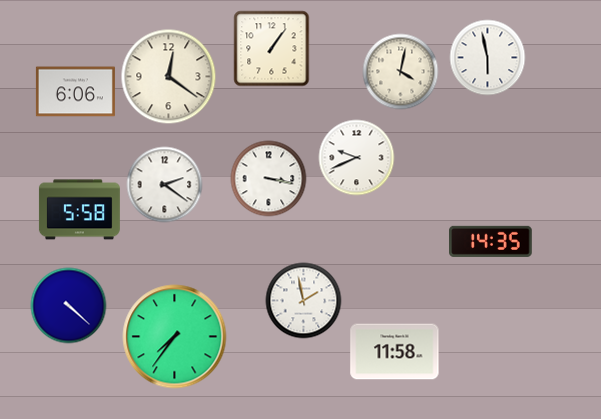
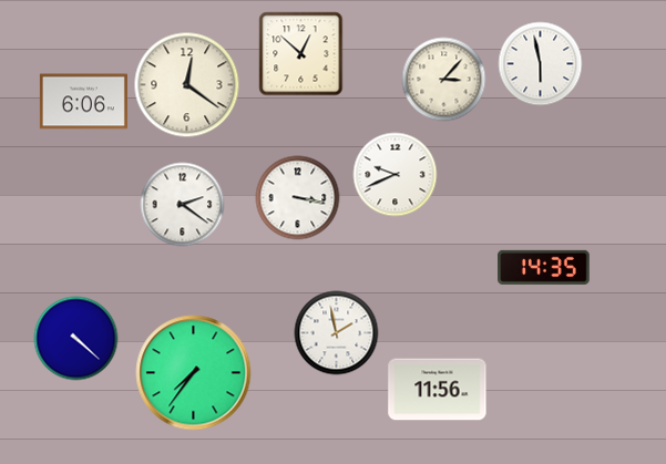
clock at (272, 49): 1:06 -> 12:52
clock at (401, 72): 4:02 -> 3:07
clock at (79, 210): 5:58 -> none
clock at (395, 352): 11:58 -> 11:56
